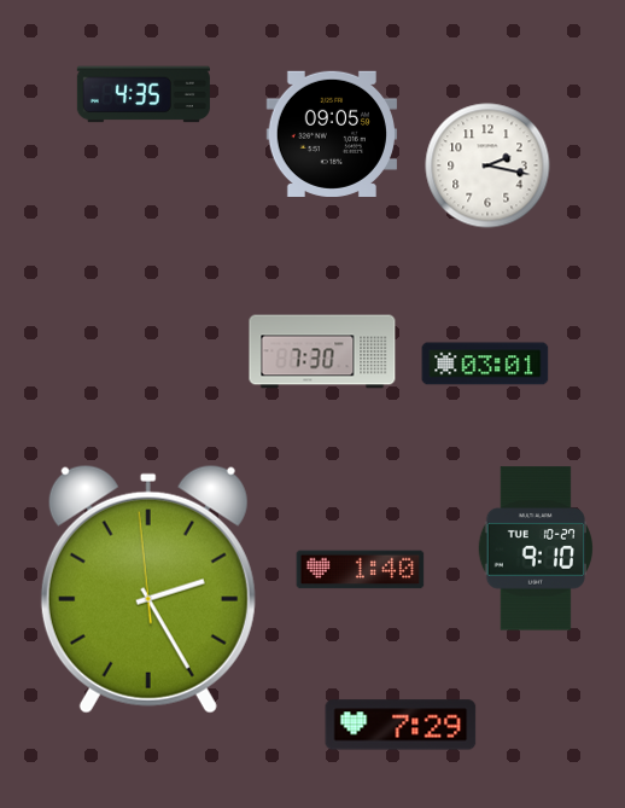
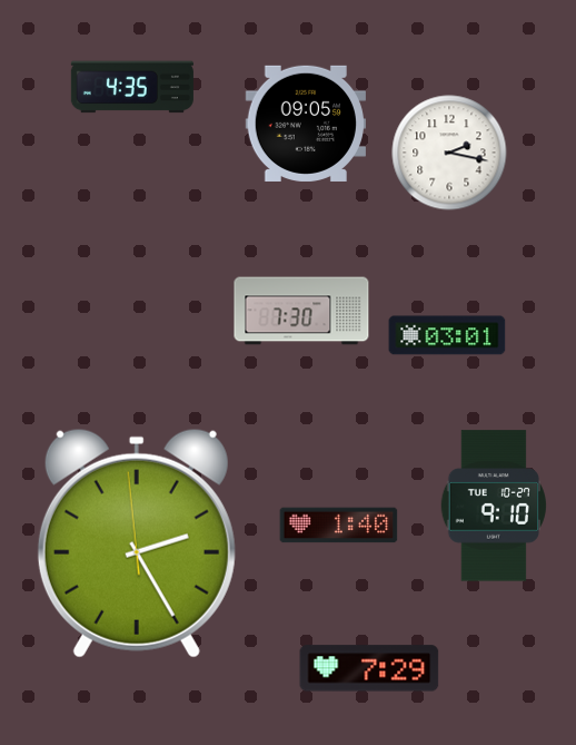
clock at (322, 351) position: (322, 351) -> (301, 311)
clock at (361, 570) position: (361, 570) -> (339, 526)
